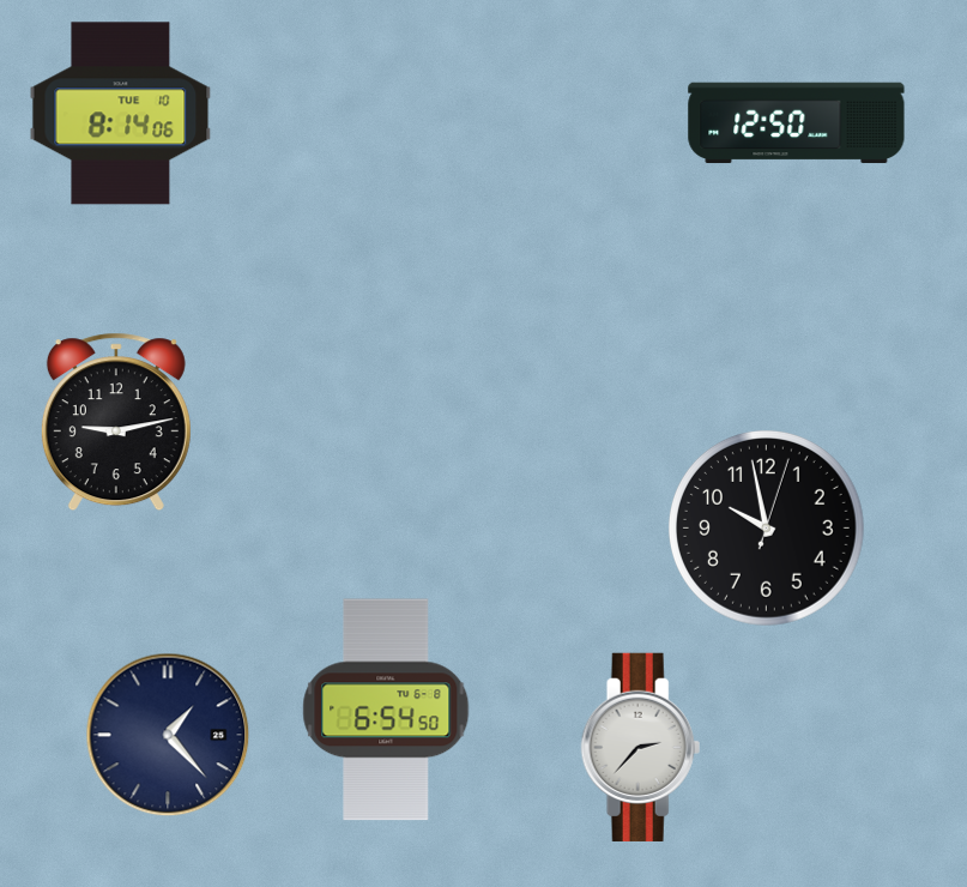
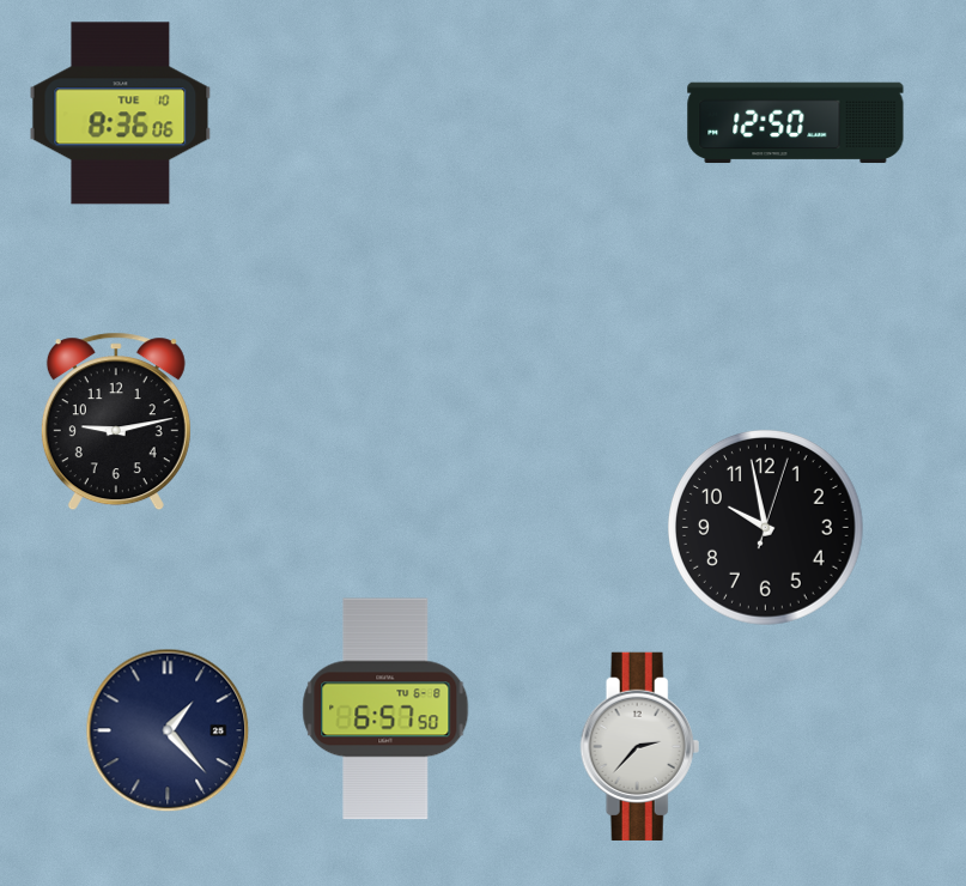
clock at (121, 114): 8:14 -> 8:36
clock at (386, 710): 6:54 -> 6:57
clock at (168, 735) position: (168, 735) -> (168, 730)
